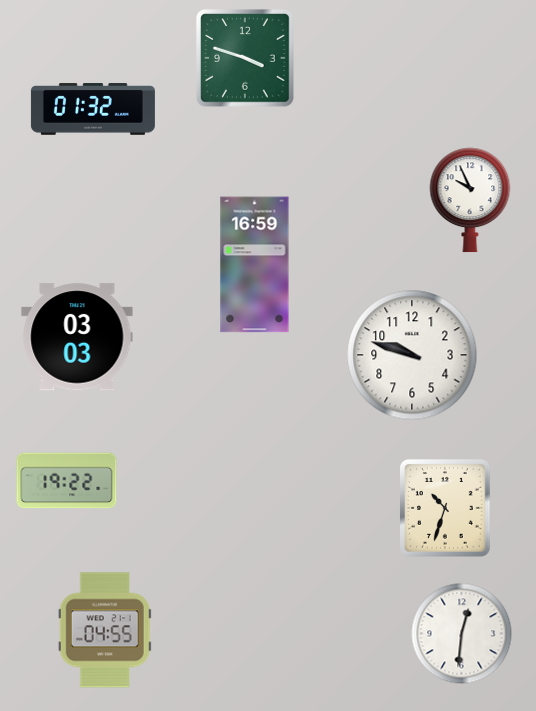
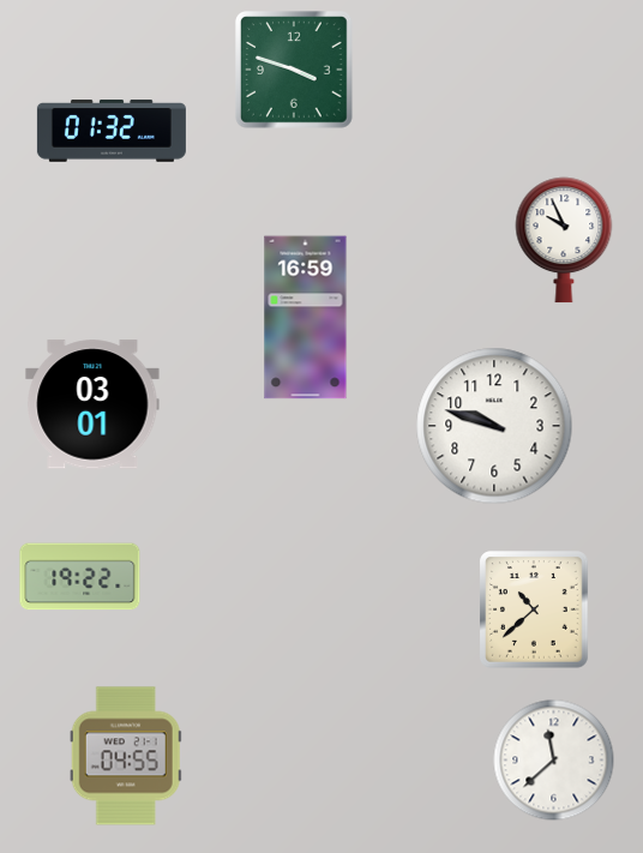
clock at (77, 337): 03:03 -> 03:01
clock at (445, 508): 10:33 -> 10:38
clock at (462, 634): 12:31 -> 11:38
